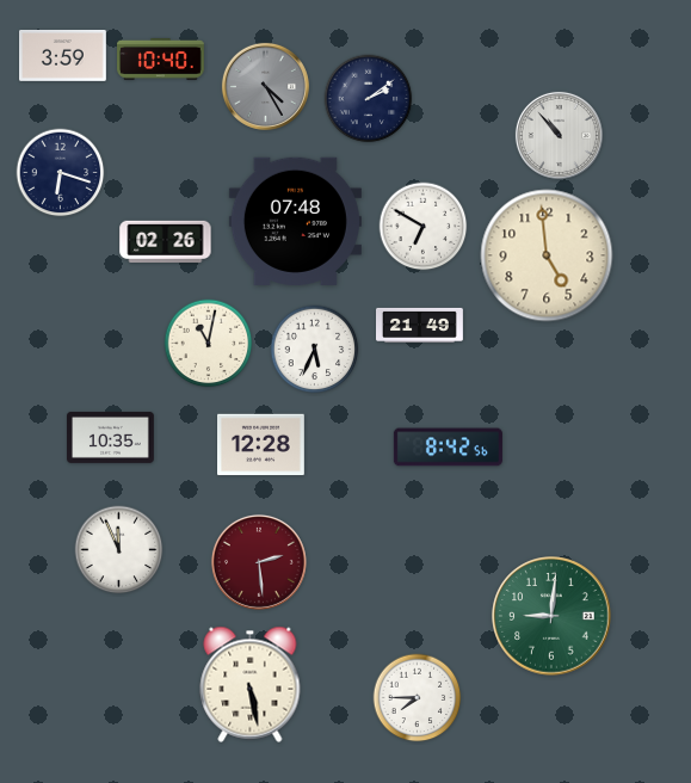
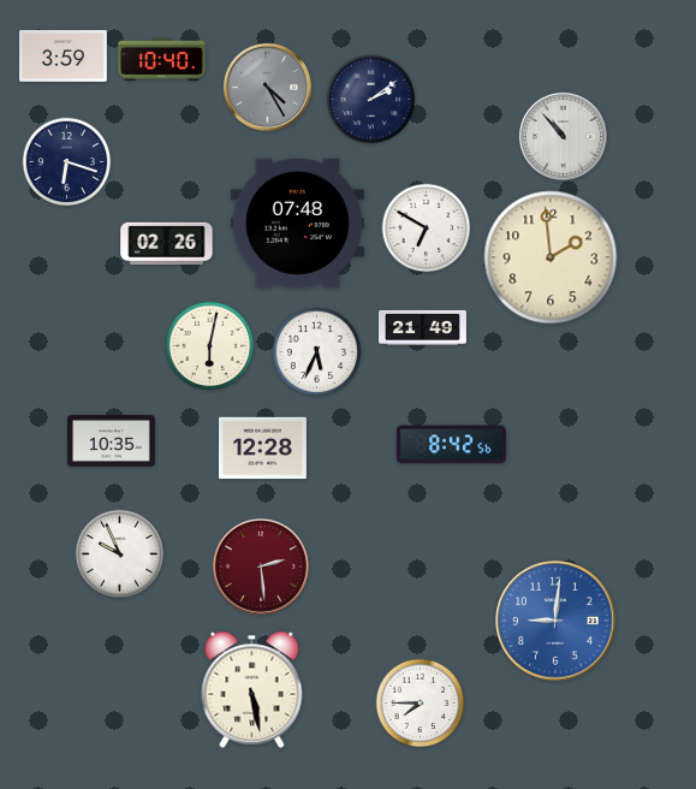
clock at (61, 173) position: (61, 173) -> (67, 162)
clock at (547, 255): 4:59 -> 1:59
clock at (209, 344): 11:02 -> 6:02
clock at (448, 448) position: (448, 448) -> (451, 445)
clock at (119, 550): 11:56 -> 9:56
clock at (551, 616) dial: green -> blue
